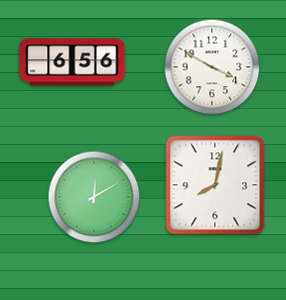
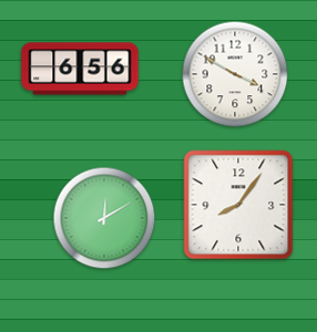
clock at (215, 185): 8:02 -> 8:06
